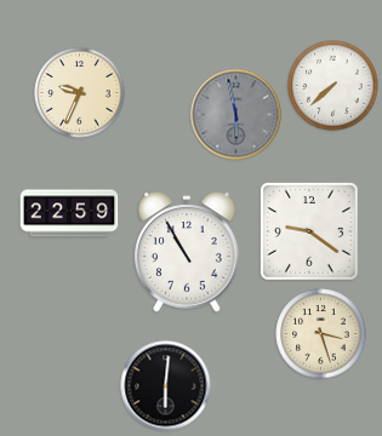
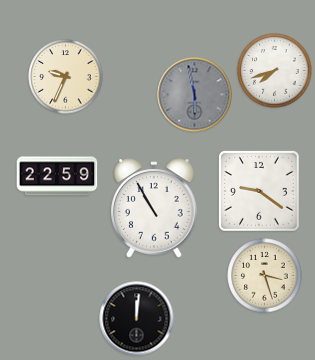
clock at (333, 86): 7:38 -> 7:42
clock at (309, 231) position: (309, 231) -> (259, 191)
clock at (166, 386): 6:01 -> 12:01
